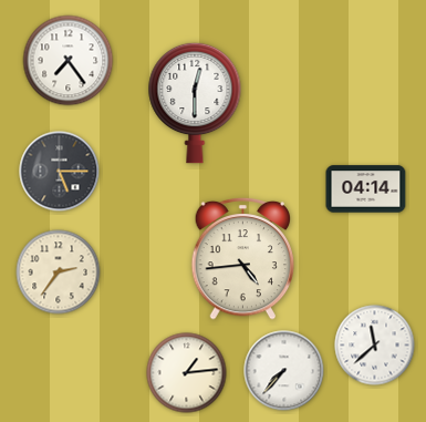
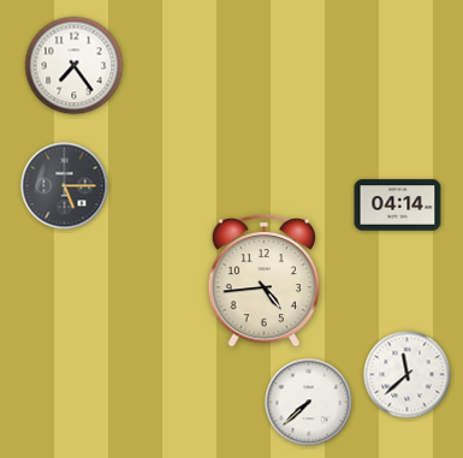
clock at (195, 103): 12:30 -> none
clock at (59, 272): 2:36 -> none
clock at (284, 371): 7:37 -> 7:38
clock at (187, 373): 1:14 -> none
